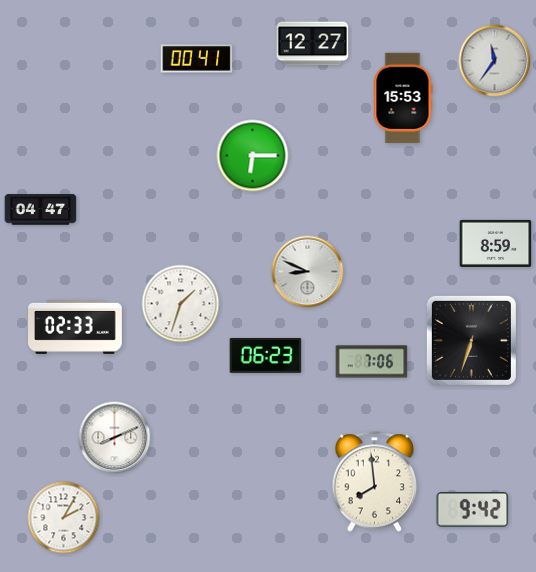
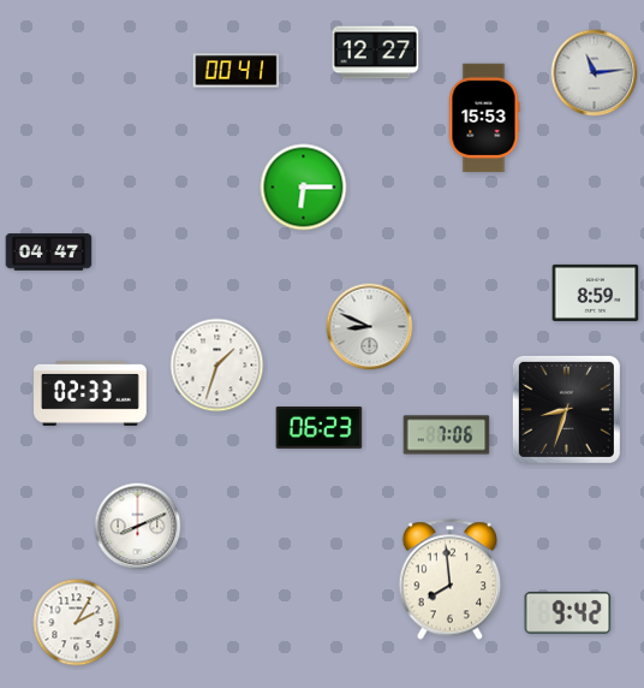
clock at (495, 61): 11:36 -> 11:14
clock at (471, 340): 6:33 -> 8:33
